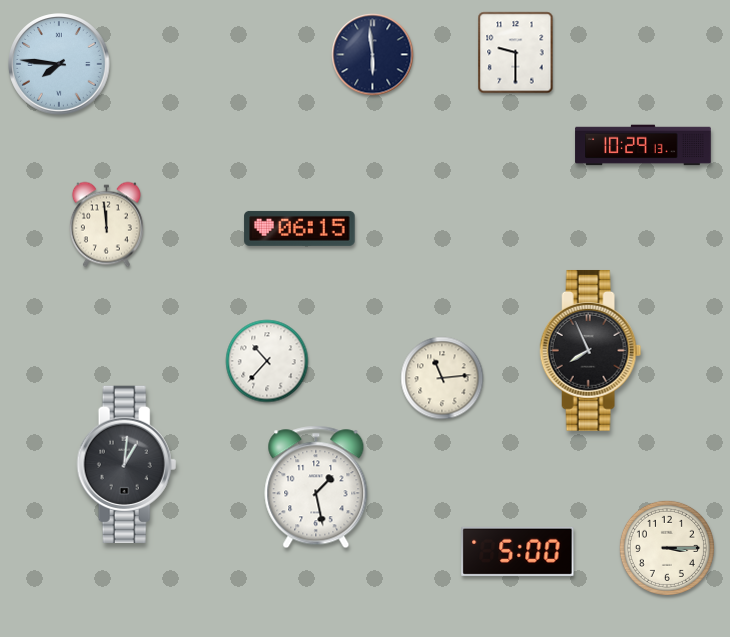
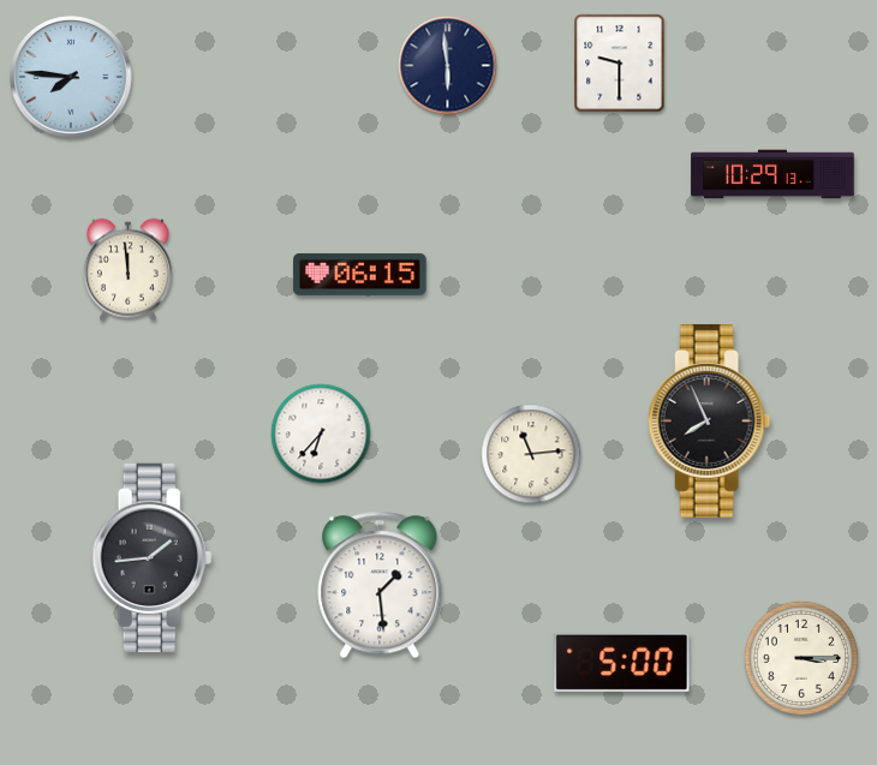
clock at (267, 361): 10:37 -> 6:37
clock at (127, 464): 1:01 -> 1:44
clock at (316, 487): 1:28 -> 1:29
